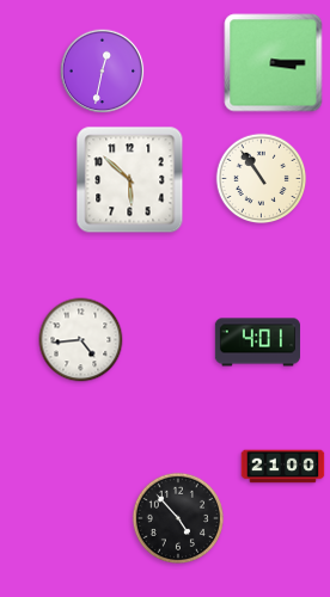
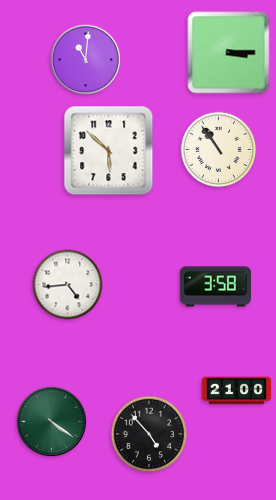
clock at (103, 72): 12:32 -> 11:01
clock at (257, 343): 4:01 -> 3:58
clock at (52, 422): none -> 4:21
